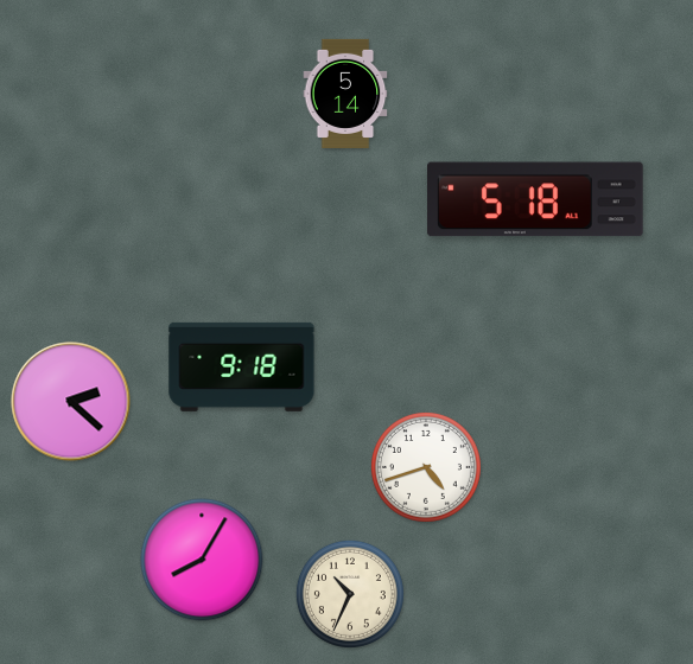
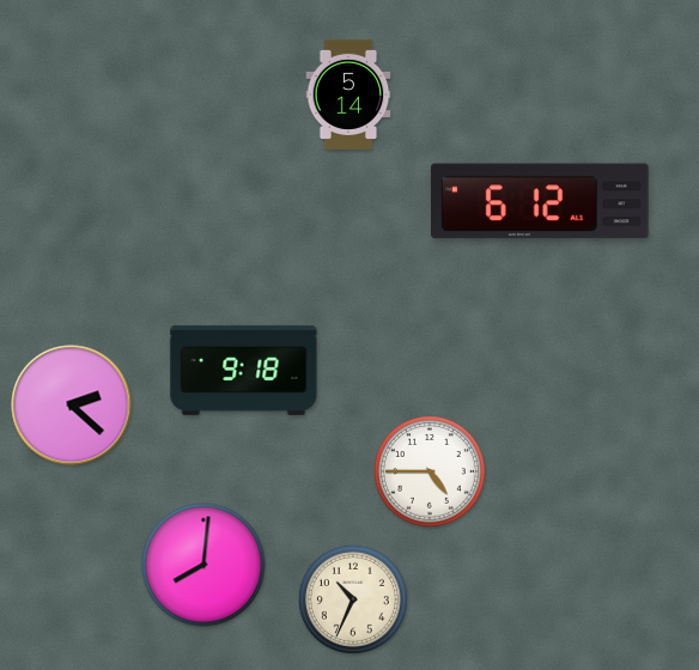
clock at (536, 199): 5:18 -> 6:12
clock at (426, 467): 4:42 -> 4:45
clock at (202, 560): 8:05 -> 8:01
